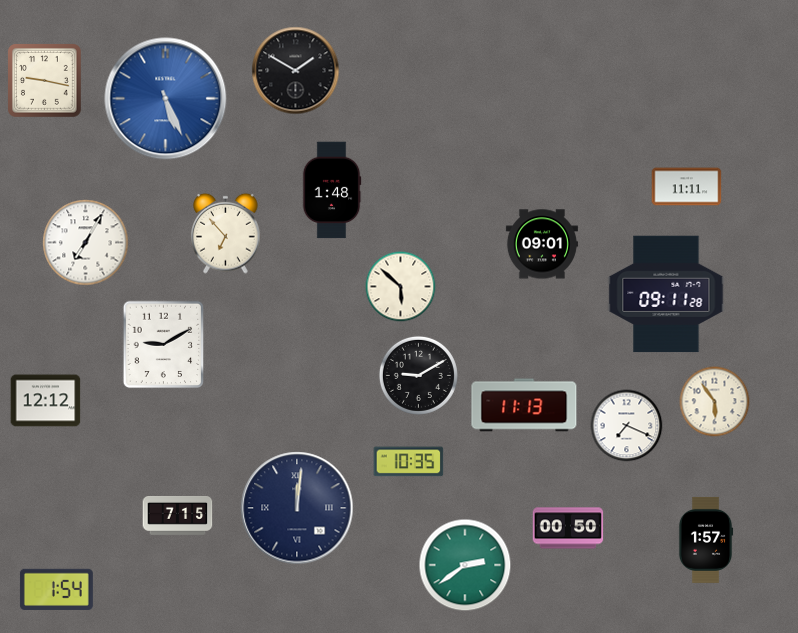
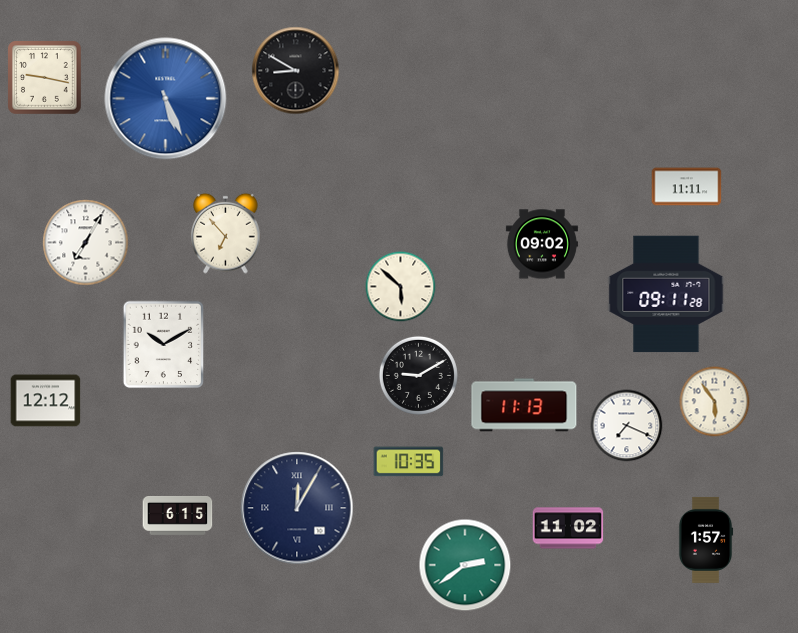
clock at (296, 71): 1:50 -> 8:50
clock at (45, 81) position: (45, 81) -> (45, 78)
clock at (332, 190): 1:48 -> none
clock at (542, 244): 09:01 -> 09:02
clock at (164, 345): 9:10 -> 10:10
clock at (297, 508): 12:01 -> 12:05
clock at (178, 515): 7:15 -> 6:15
clock at (568, 528): 00:50 -> 11:02
clock at (56, 589): 1:54 -> none
